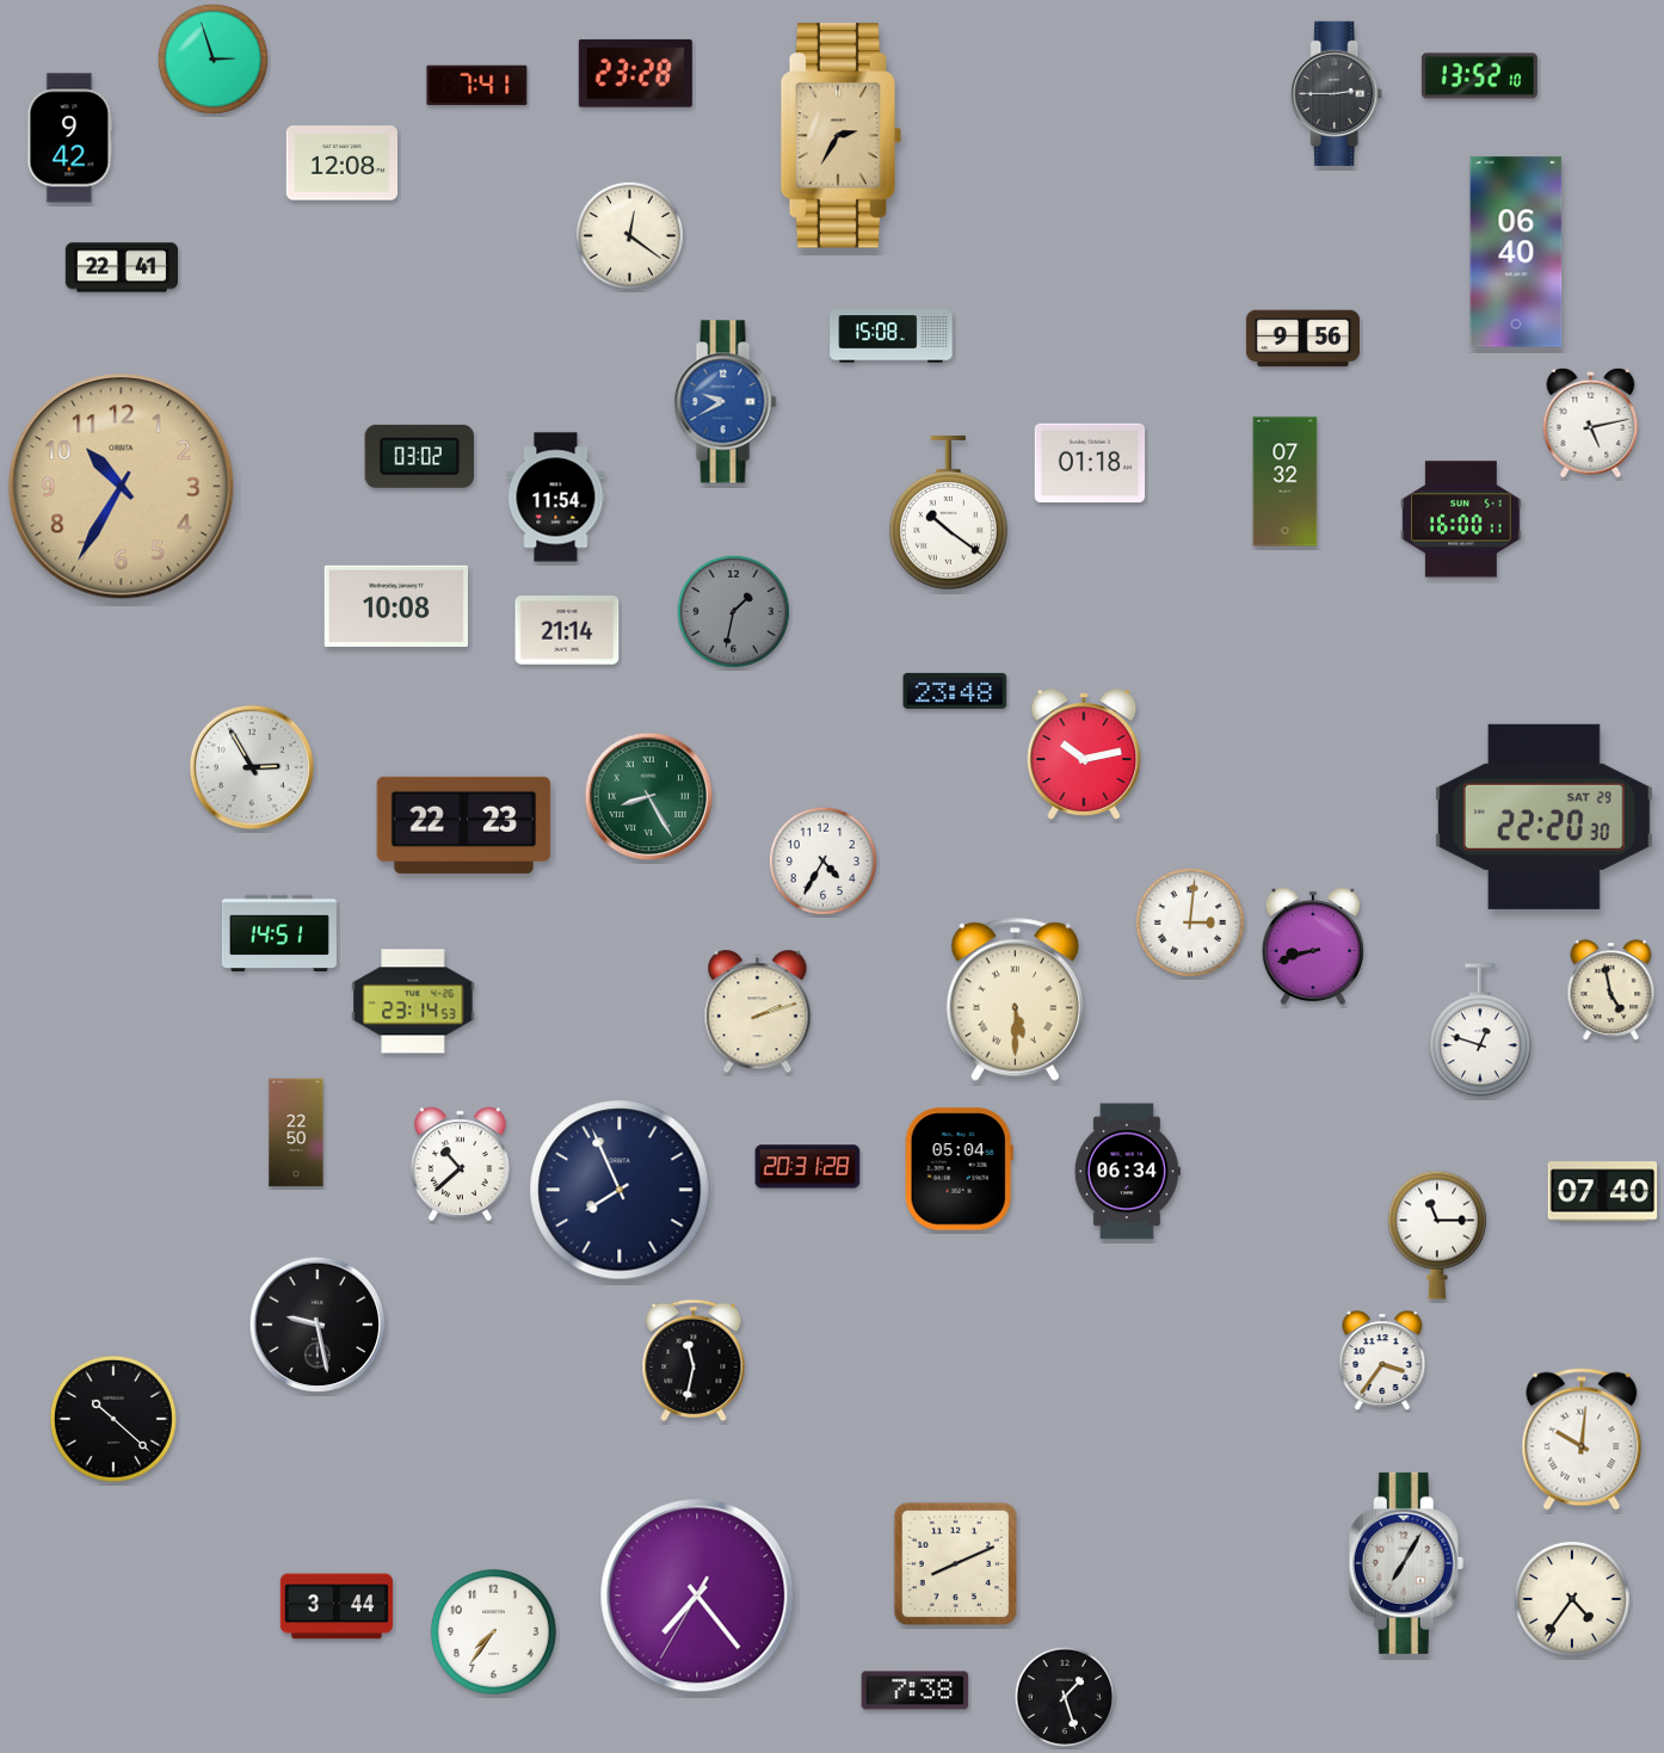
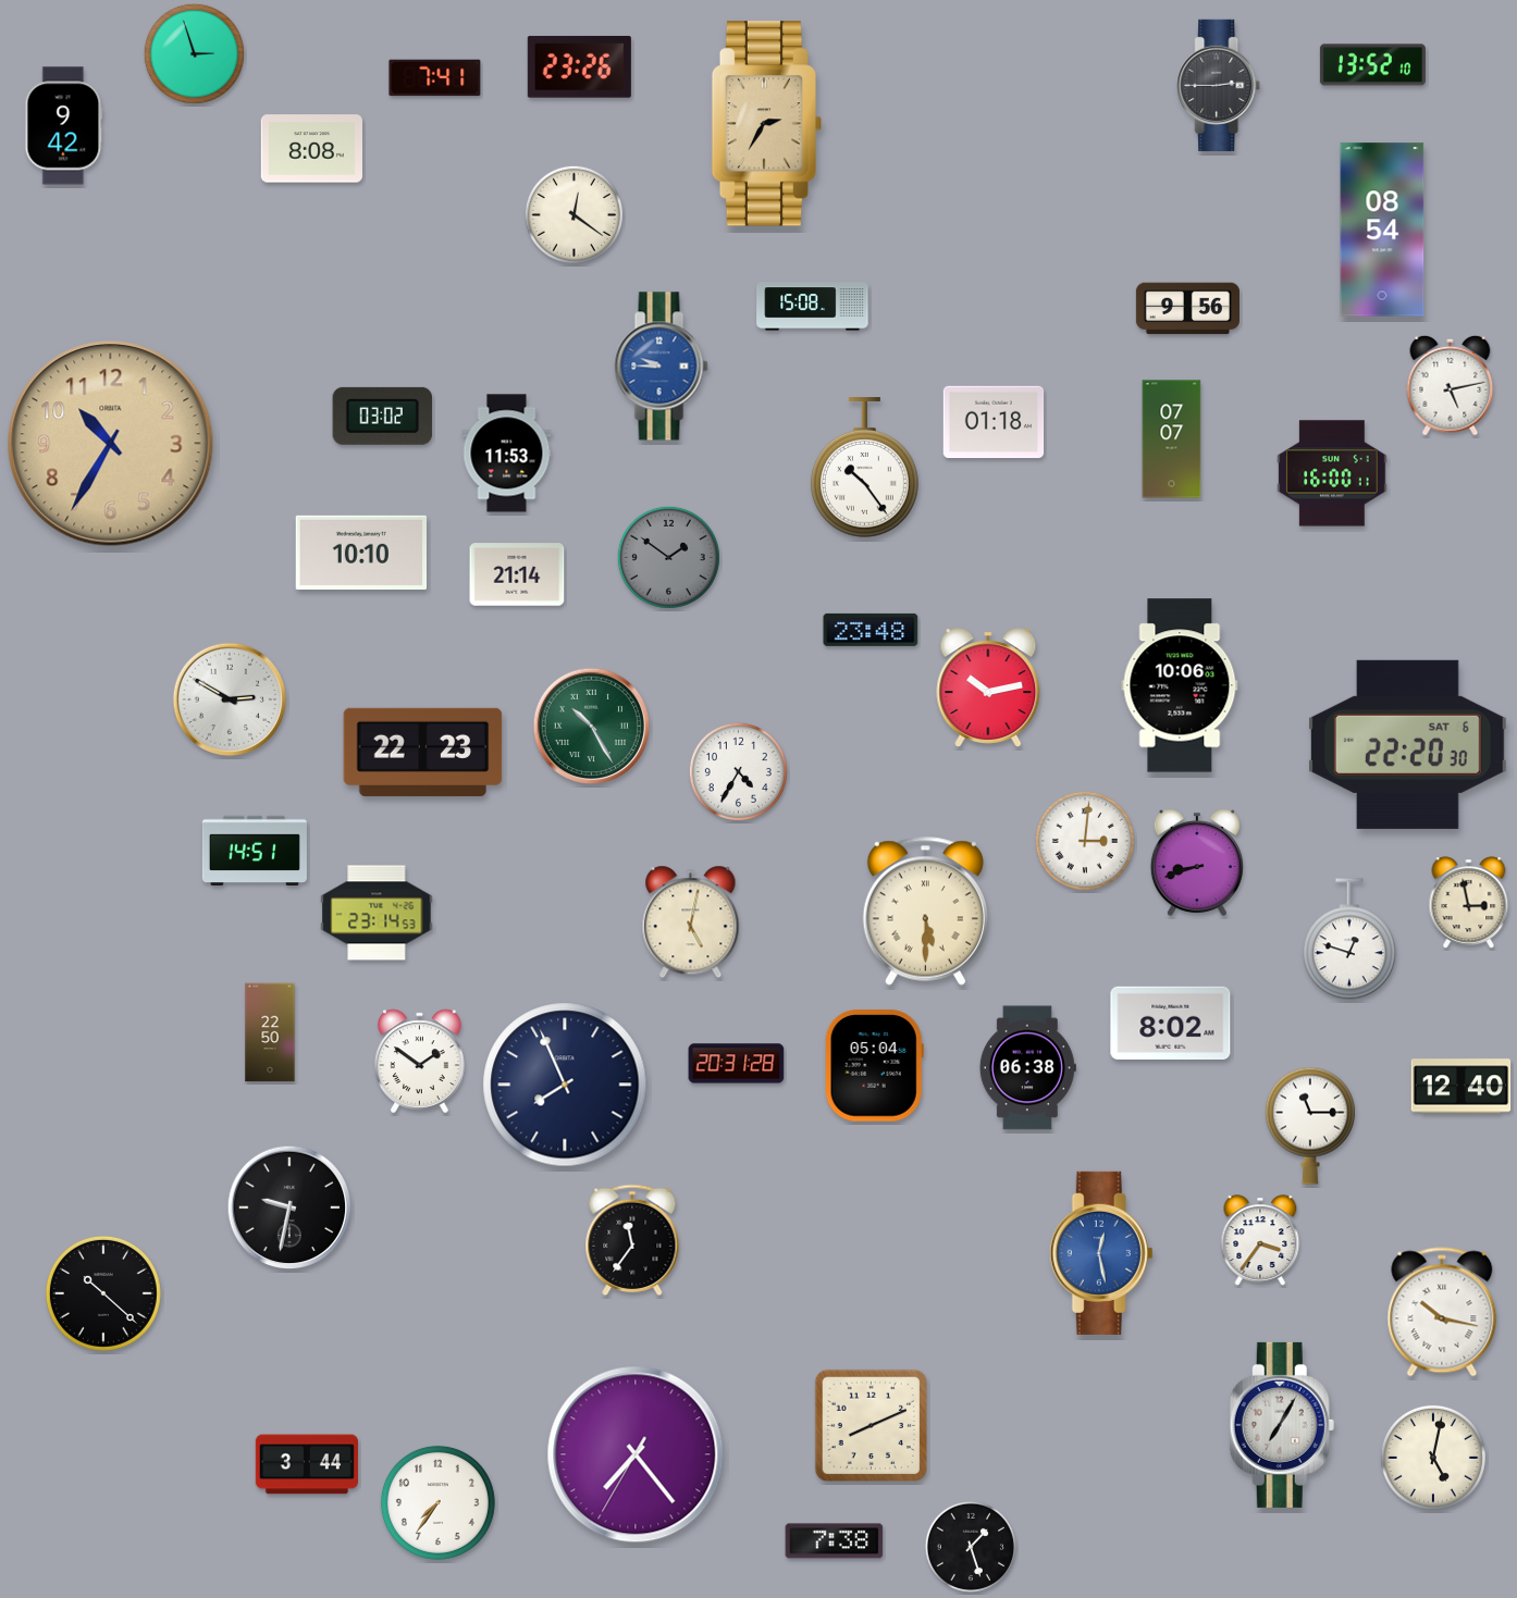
clock at (635, 73): 23:28 -> 23:26
clock at (1479, 76) position: (1479, 76) -> (1372, 65)
clock at (341, 163): 12:08 -> 8:08
clock at (1516, 252): 06:40 -> 08:54
clock at (121, 267): 22:41 -> none
clock at (726, 402): 9:40 -> 9:45
clock at (1286, 482): 07:32 -> 07:07
clock at (556, 498): 11:54 -> 11:53
clock at (949, 513): 10:21 -> 10:24
clock at (395, 606): 10:08 -> 10:10
clock at (733, 611): 1:32 -> 1:51
clock at (1180, 685): none -> 10:06
clock at (251, 766): 2:55 -> 2:50
clock at (649, 797): 8:25 -> 10:25
clock at (1543, 816) date: SAT 29 -> SAT 6
clock at (822, 860) position: (822, 860) -> (738, 771)
clock at (1611, 989): 4:58 -> 2:58
clock at (758, 1012): 2:12 -> 5:02
clock at (1171, 1023): none -> 8:02
clock at (461, 1165): 10:38 -> 1:51
clock at (1127, 1172): 06:34 -> 06:38
clock at (1603, 1192): 07:40 -> 12:40
clock at (318, 1325): 9:28 -> 9:32
clock at (694, 1360): 11:32 -> 11:36
clock at (1101, 1253): none -> 12:28
clock at (1582, 1439): 10:01 -> 10:17
clock at (1572, 1599): 4:36 -> 5:02
clock at (493, 1631) position: (493, 1631) -> (437, 1502)
